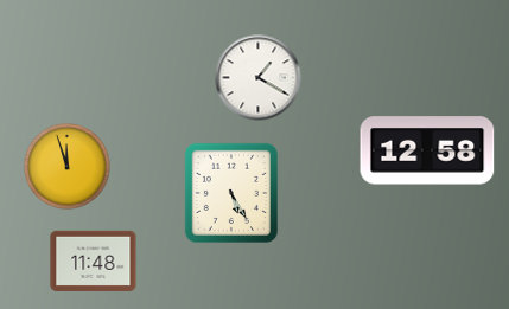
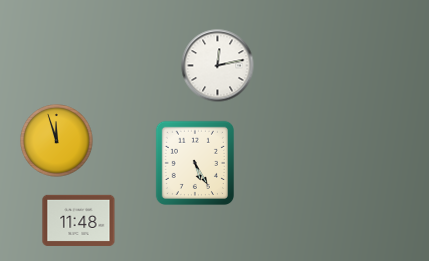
clock at (259, 78): 1:20 -> 12:13
clock at (427, 150): 12:58 -> none
